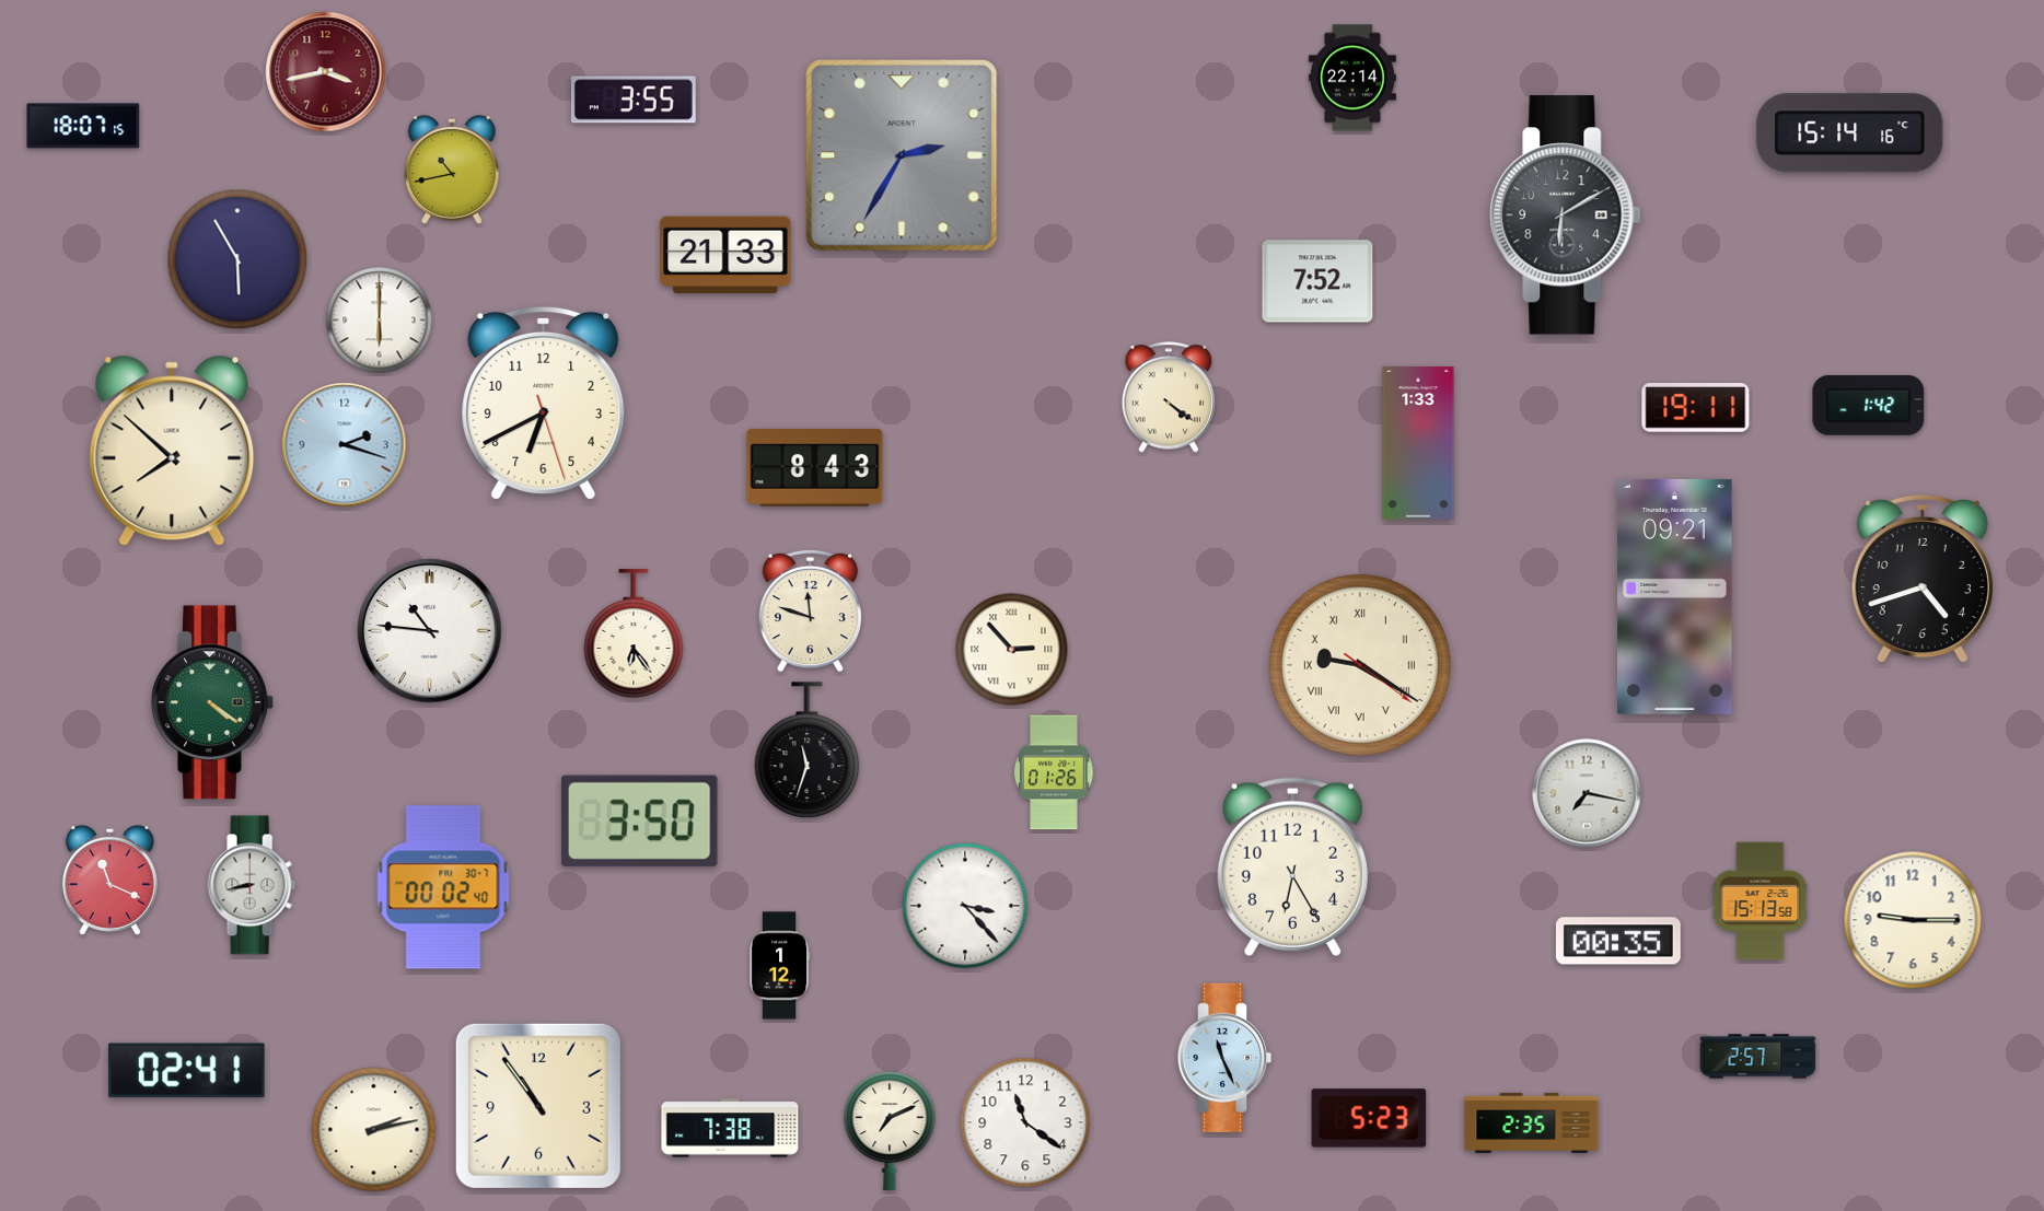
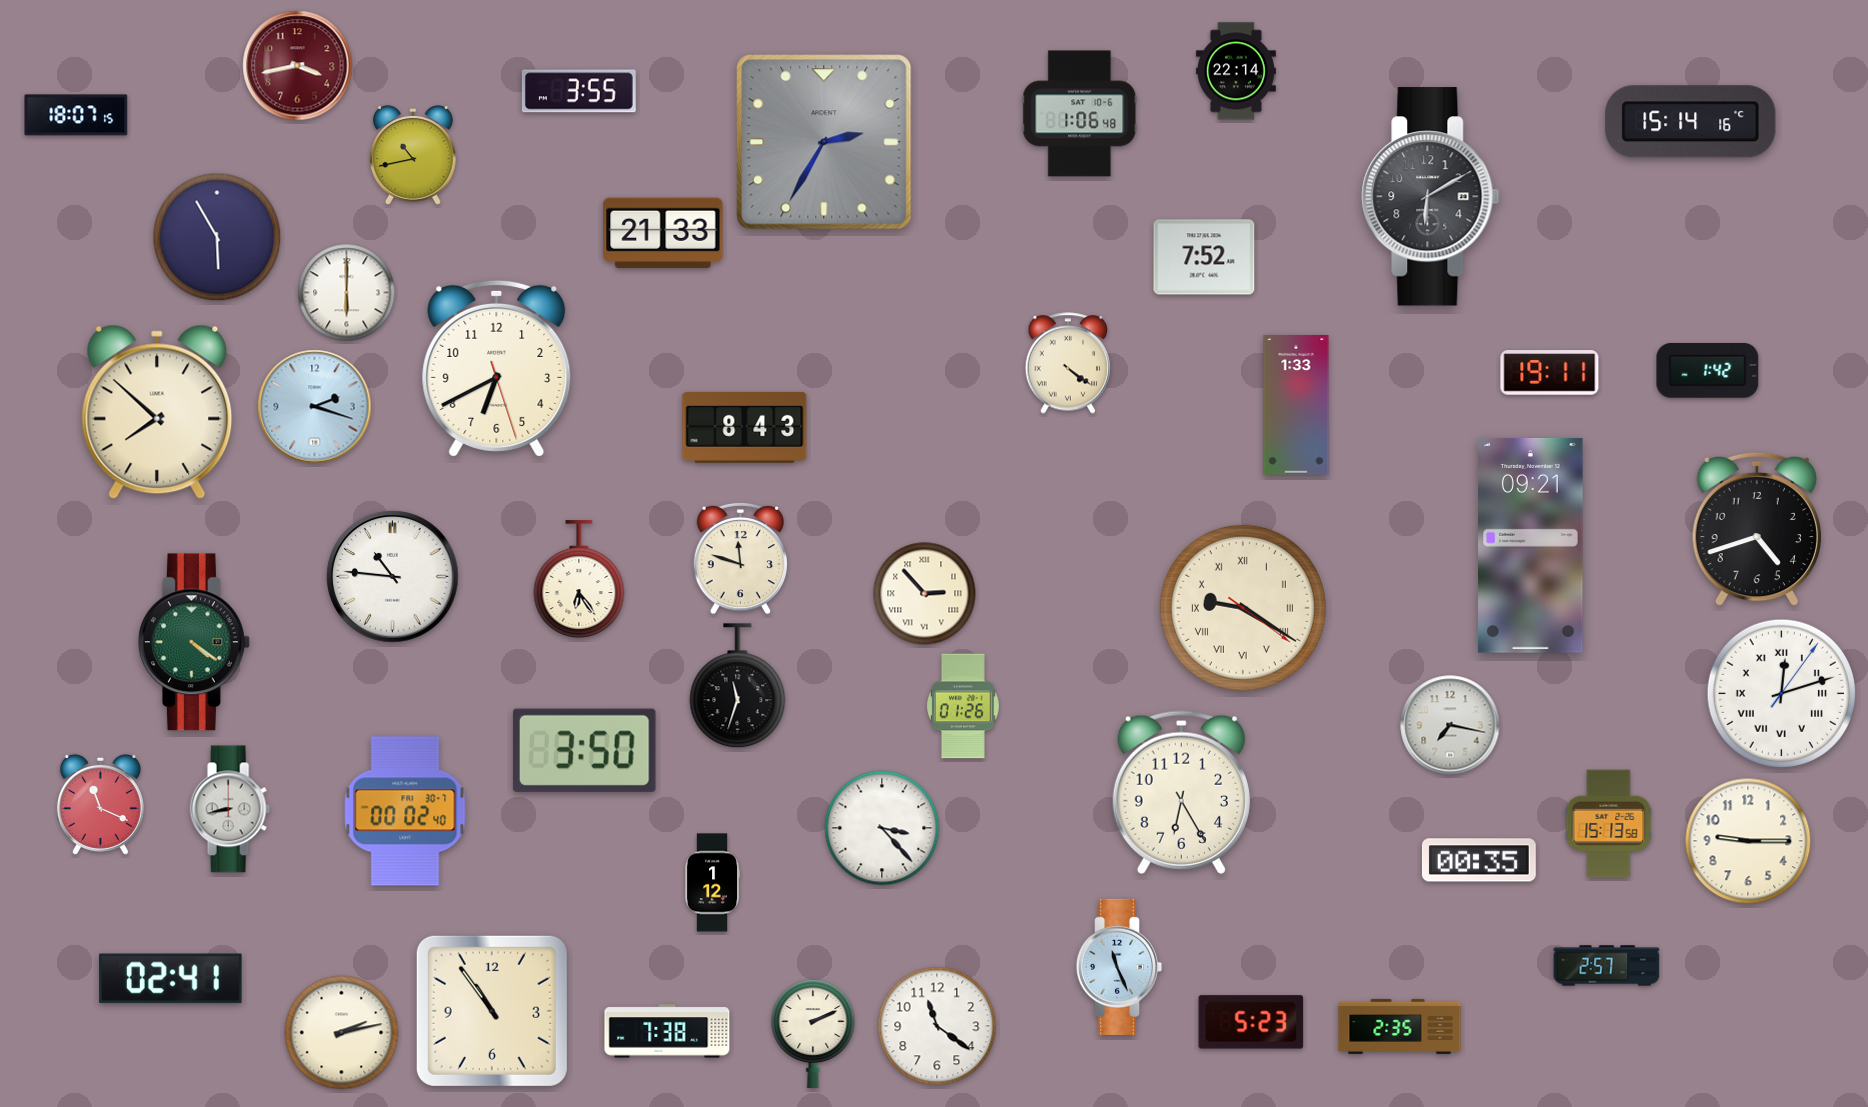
clock at (1080, 114): none -> 1:06
clock at (1781, 693): none -> 12:12
clock at (890, 1132): 7:11 -> 2:11
